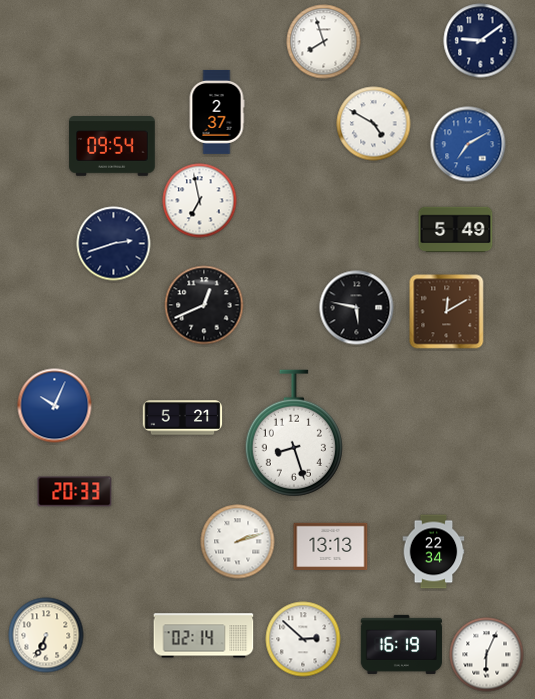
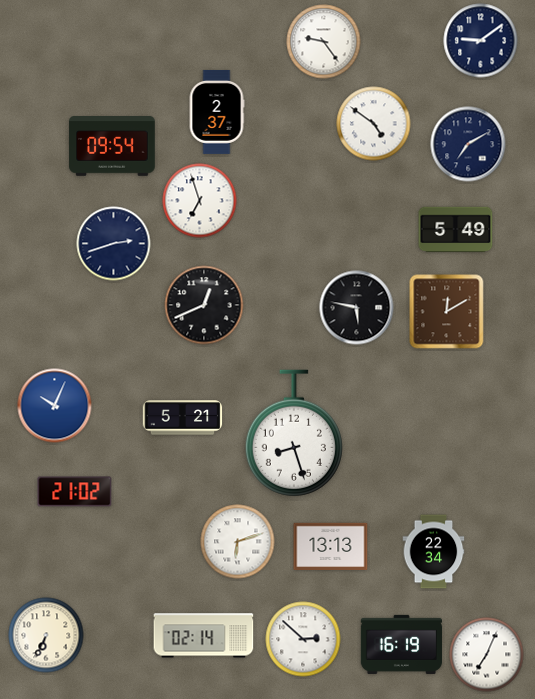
clock at (324, 42): 7:57 -> 9:24
clock at (374, 124): 4:50 -> 4:51
clock at (468, 144) dial: blue -> navy
clock at (200, 201): 6:58 -> 6:57
clock at (75, 492): 20:33 -> 21:02
clock at (238, 542): 2:12 -> 6:12
clock at (487, 655): 6:04 -> 7:04
